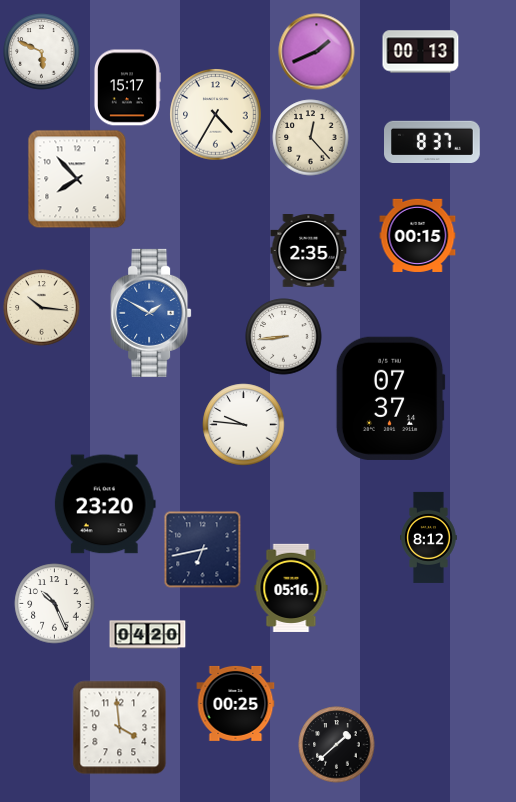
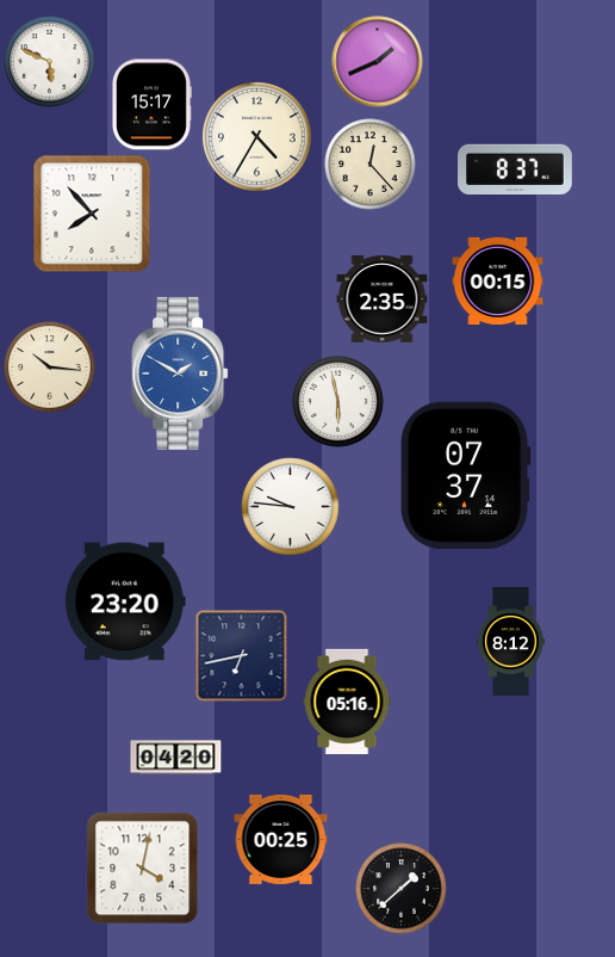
clock at (421, 52): 00:13 -> none
clock at (309, 251) position: (309, 251) -> (383, 300)
clock at (284, 337): 8:44 -> 5:58
clock at (55, 604): 10:26 -> none
clock at (120, 728): 3:59 -> 4:02
